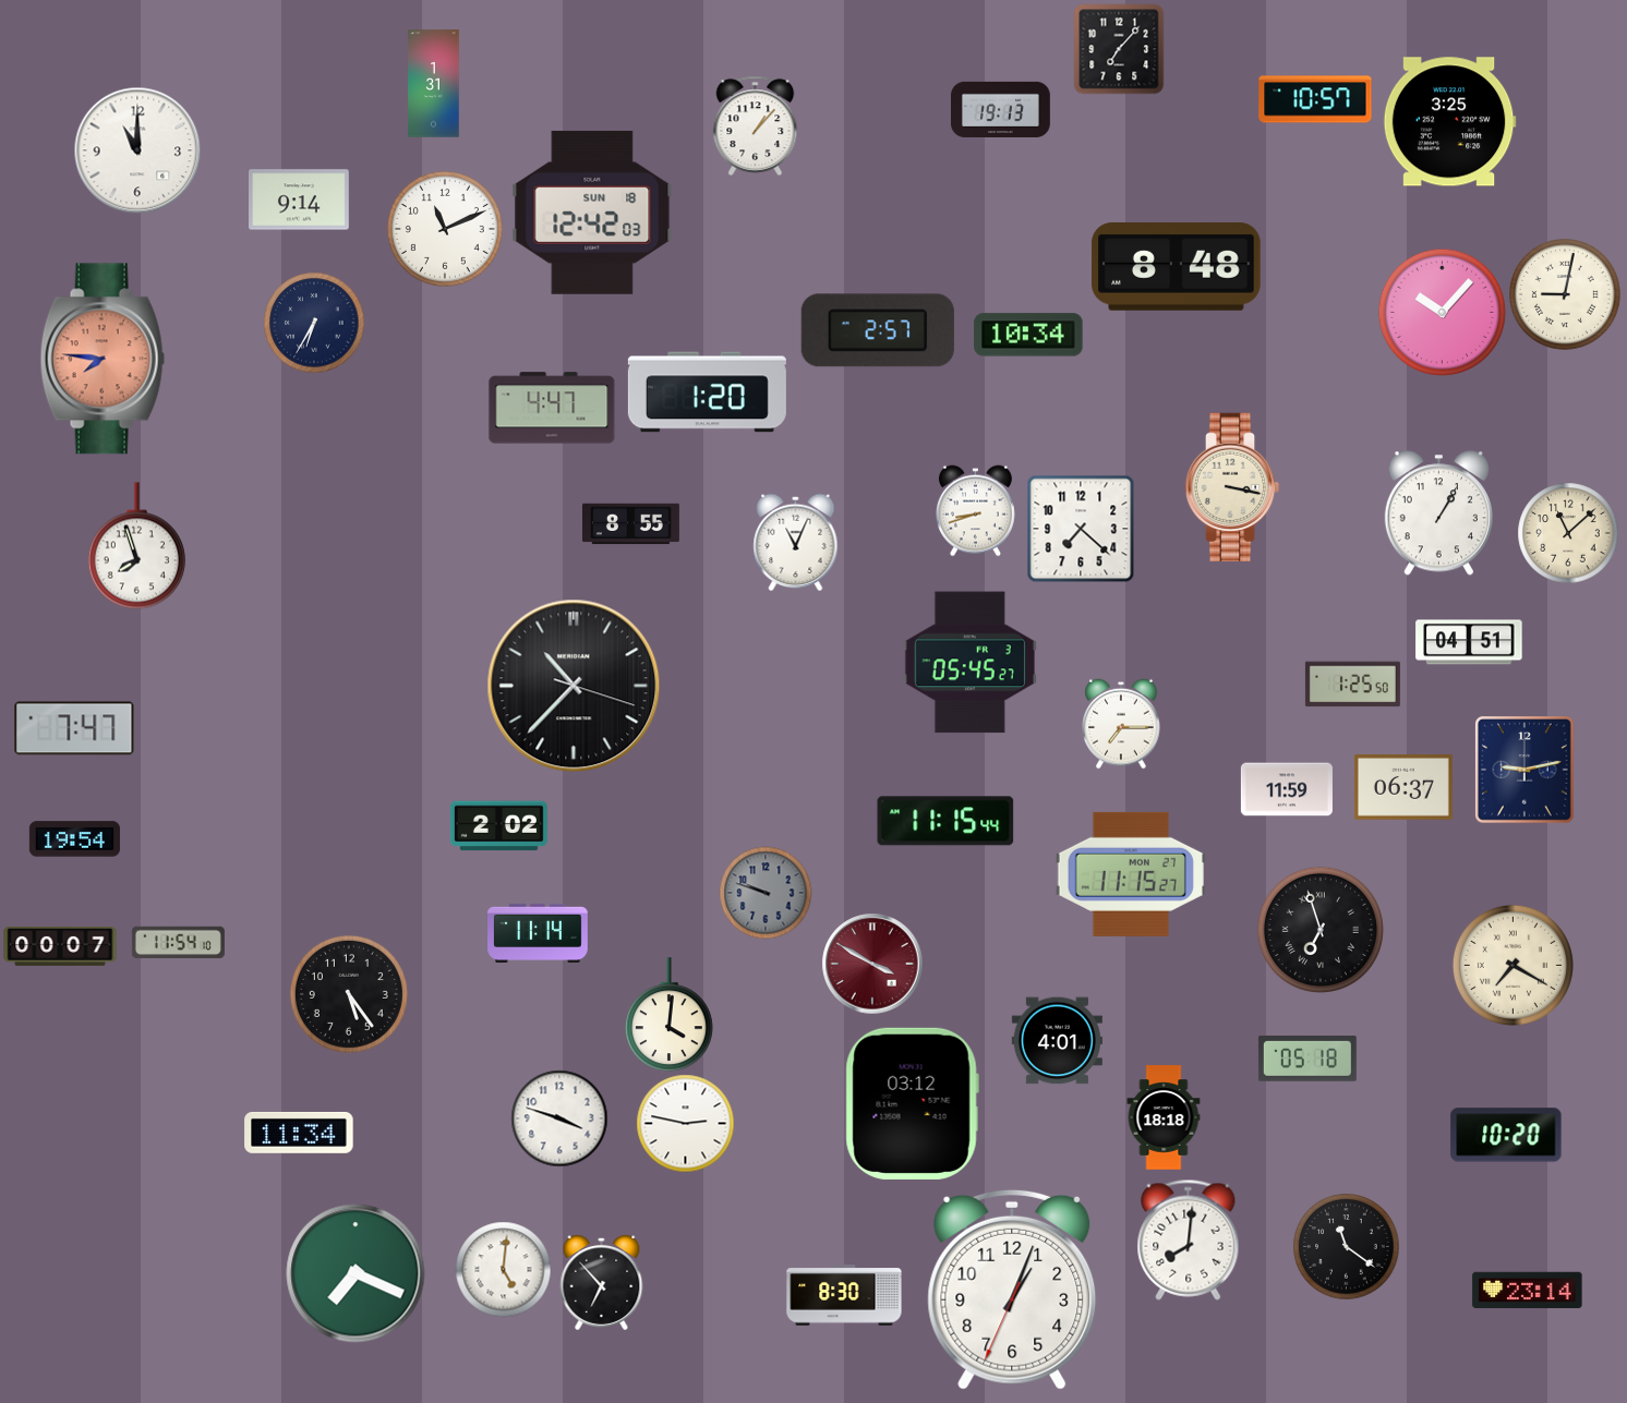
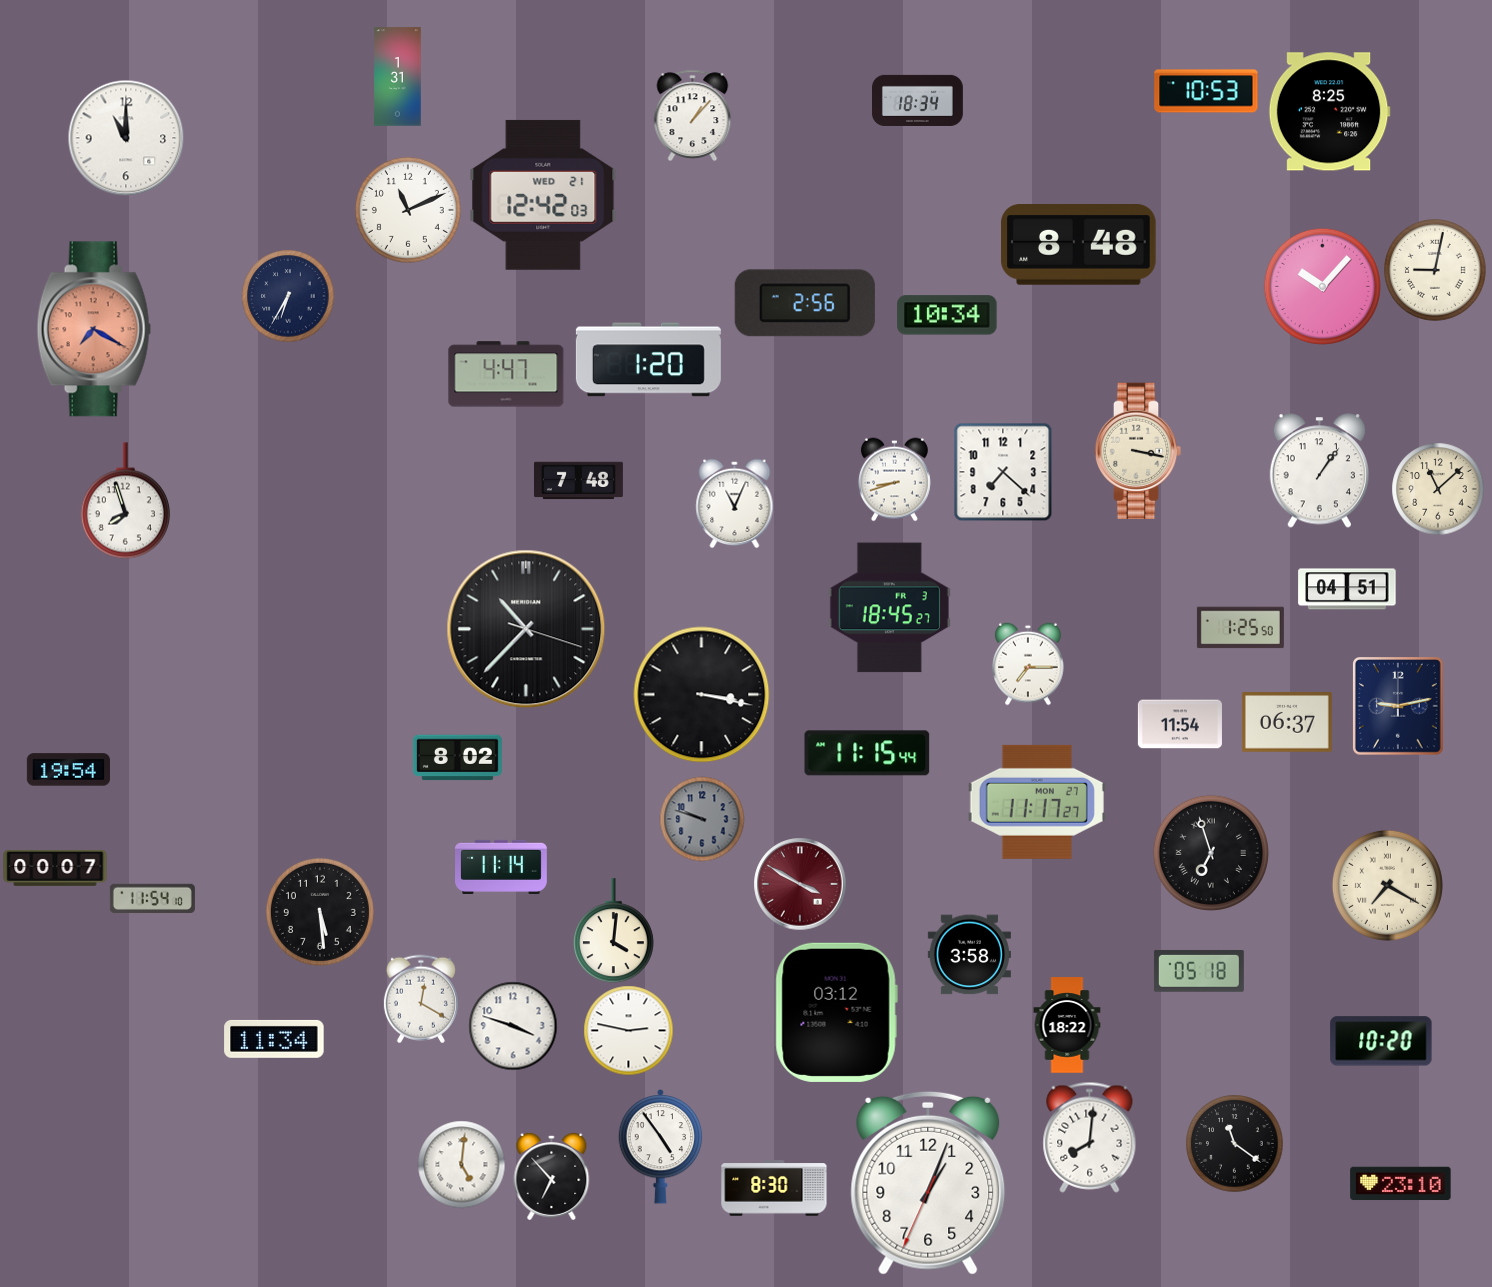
clock at (1119, 49): 7:07 -> none
clock at (1315, 99): 10:57 -> 10:53
clock at (1001, 109): 19:13 -> 18:34
clock at (1449, 122): 3:25 -> 8:25
clock at (300, 199): 9:14 -> none
clock at (592, 213) date: SUN 18 -> WED 21
clock at (878, 330): 2:57 -> 2:56
clock at (1028, 335) position: (1028, 335) -> (947, 315)
clock at (103, 359): 7:46 -> 7:20
clock at (1232, 486) position: (1232, 486) -> (1138, 450)
clock at (975, 510) position: (975, 510) -> (894, 479)
clock at (1438, 513): 1:05 -> 1:06
clock at (630, 524): 8:55 -> 7:48
clock at (1081, 529) position: (1081, 529) -> (1003, 472)
clock at (796, 542) position: (796, 542) -> (735, 503)
clock at (969, 663): 05:45 -> 18:45
clock at (74, 728): 7:47 -> none
clock at (702, 695): none -> 3:17
clock at (1287, 789): 11:59 -> 11:54
clock at (498, 826): 2:02 -> 8:02
clock at (1131, 874): 11:15 -> 11:17
clock at (539, 933) position: (539, 933) -> (502, 867)
clock at (178, 942) position: (178, 942) -> (152, 898)
clock at (349, 994): 5:24 -> 5:29
clock at (1057, 1041): 4:01 -> 3:58
clock at (421, 999): none -> 12:20
clock at (1164, 1117): 18:18 -> 18:22
clock at (661, 1147): none -> 4:54
clock at (355, 1273): 7:19 -> none
clock at (1528, 1291): 23:14 -> 23:10
